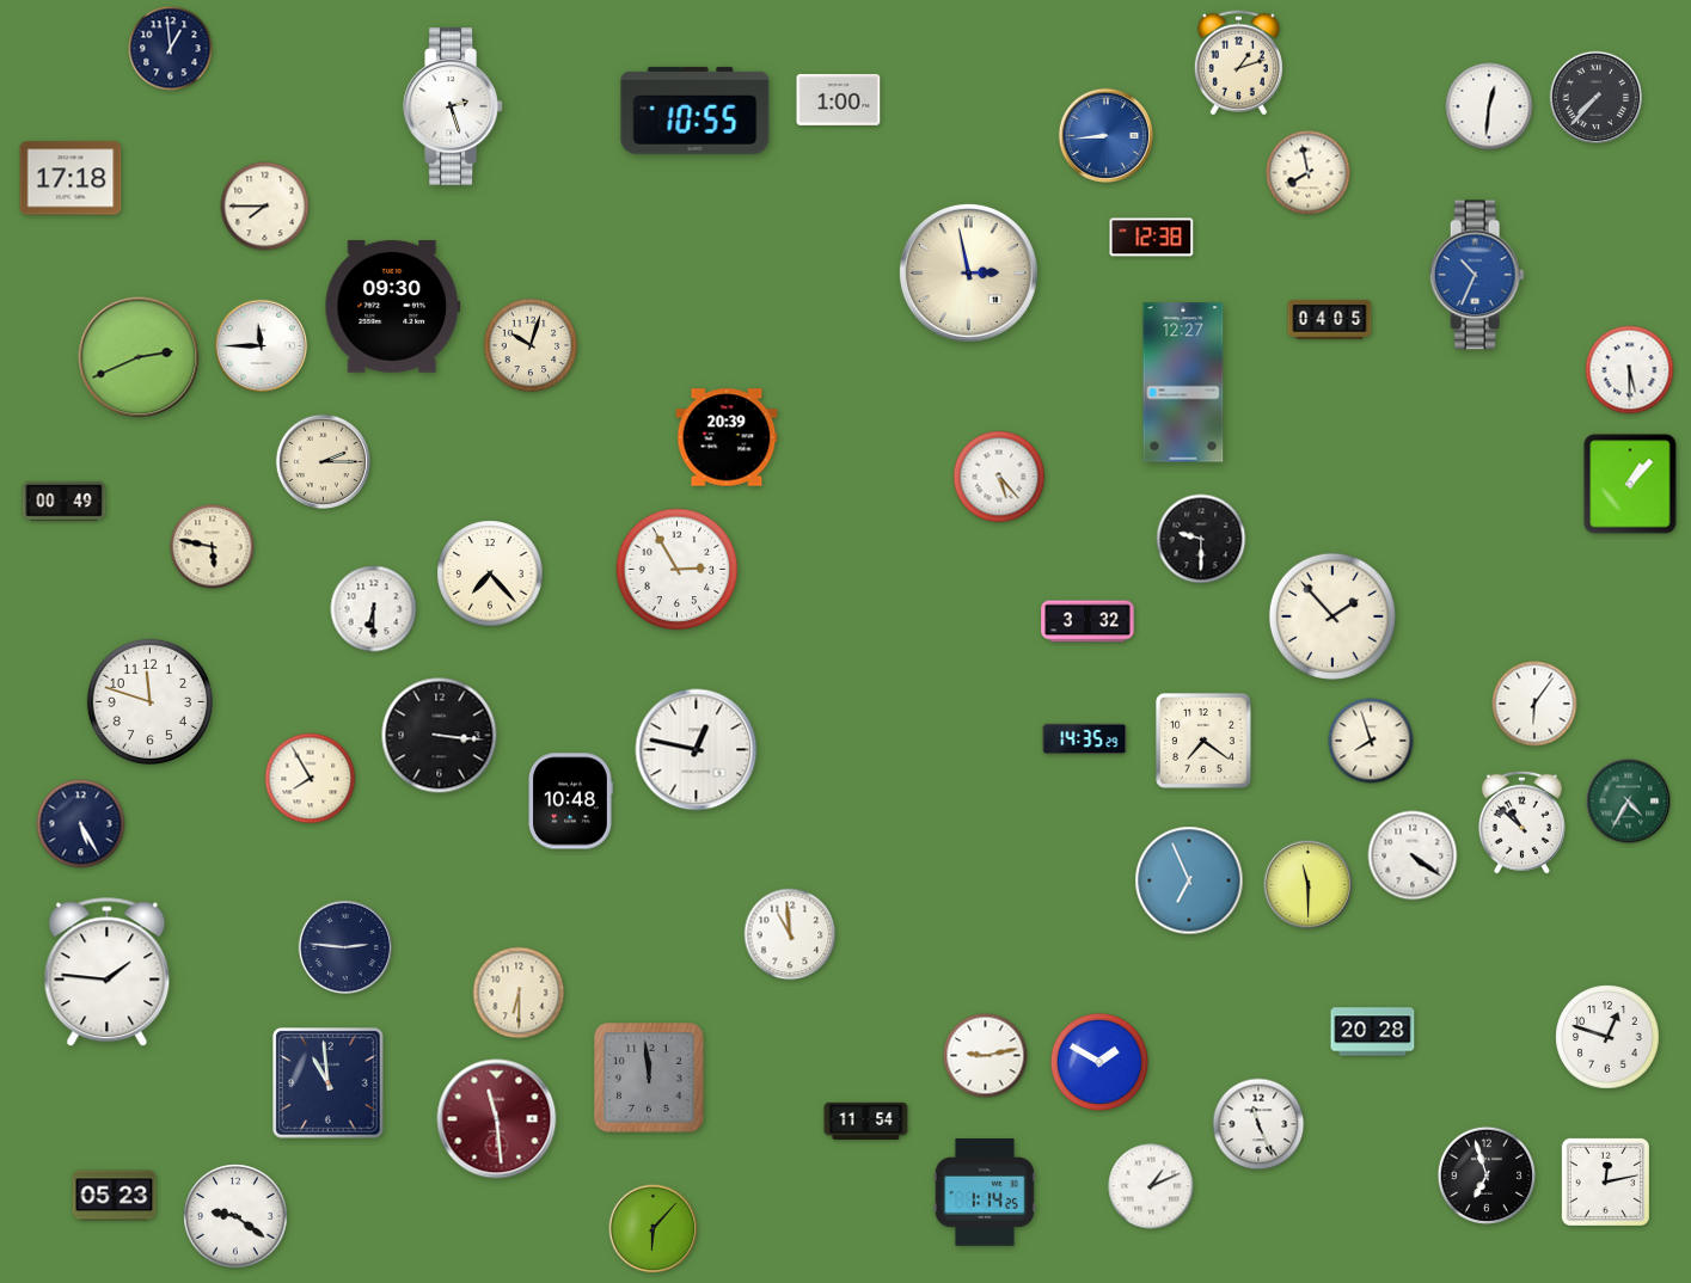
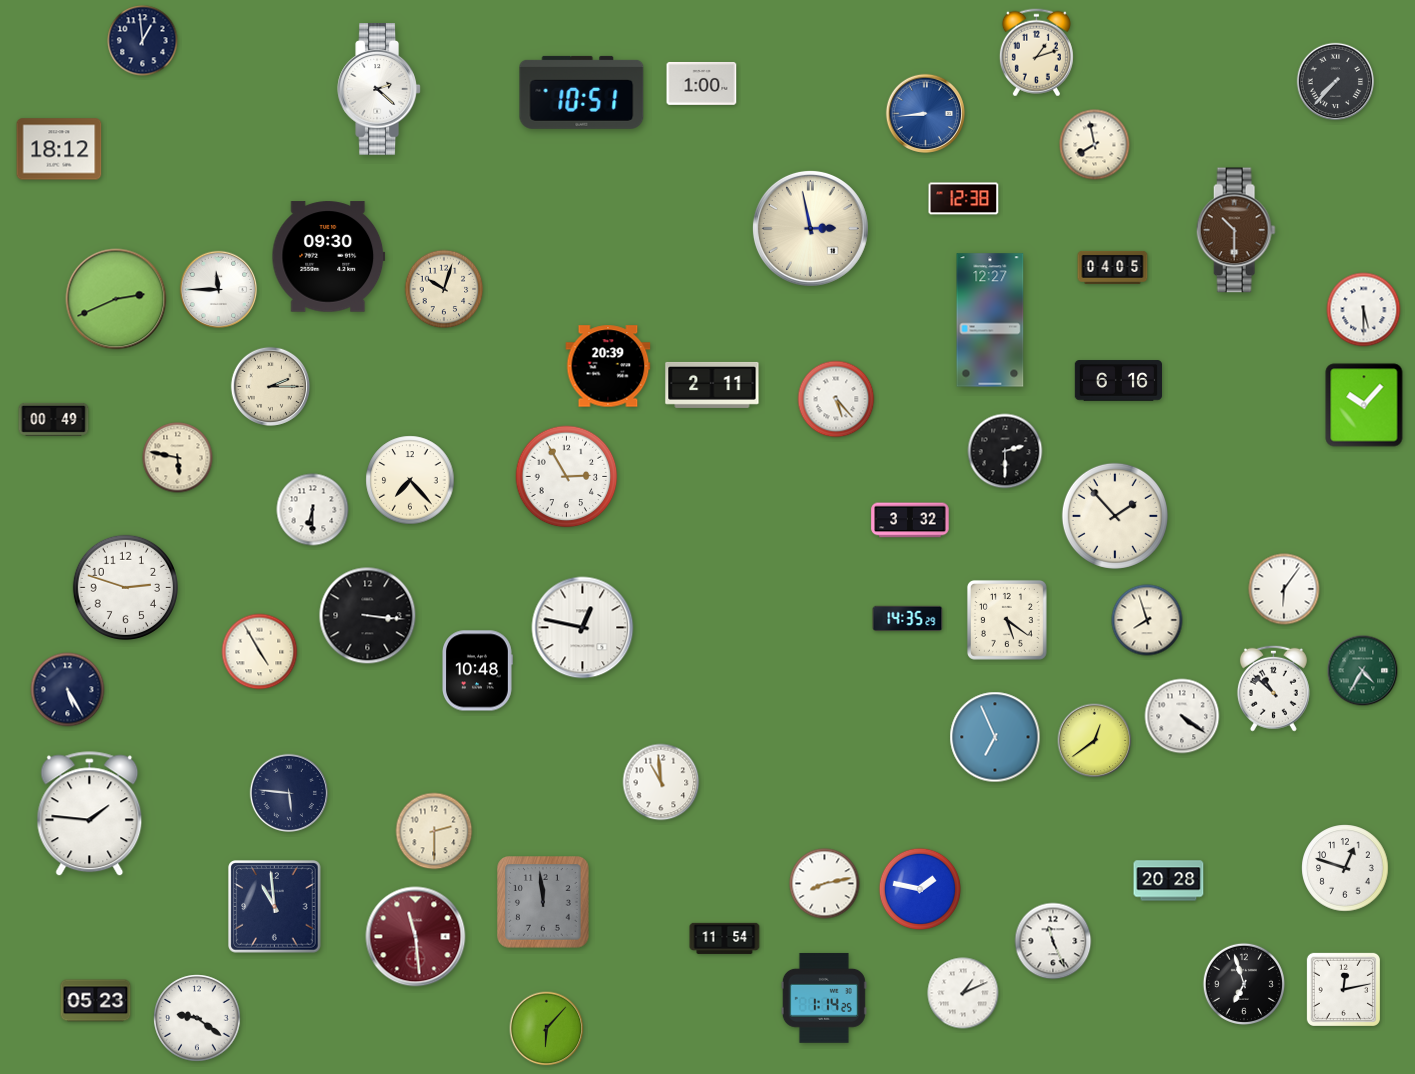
clock at (453, 106): 2:27 -> 2:22
clock at (1489, 106): 12:31 -> none
clock at (696, 110): 10:55 -> 10:51
clock at (71, 178): 17:18 -> 18:12
clock at (265, 207): 7:45 -> none
clock at (1477, 275): 10:34 -> 10:30
clock at (1477, 275) dial: blue -> brown
clock at (1118, 381): none -> 6:16
clock at (712, 385): none -> 2:11
clock at (1630, 484): 1:07 -> 10:07
clock at (1201, 539): 9:30 -> 2:30
clock at (149, 701): 11:48 -> 2:48
clock at (1203, 741): 7:21 -> 5:21
clock at (311, 779): 7:55 -> 4:55
clock at (1309, 885): 11:30 -> 12:39
clock at (344, 946): 2:46 -> 5:46
clock at (519, 993): 6:30 -> 2:30
clock at (1373, 1032) position: (1373, 1032) -> (1169, 881)
clock at (986, 1056): 9:13 -> 8:13
clock at (1098, 1061): 1:50 -> 1:47
